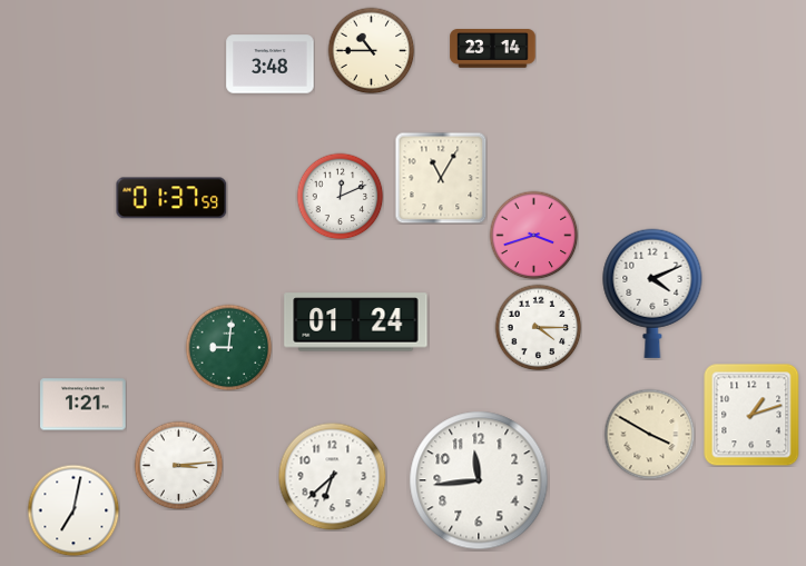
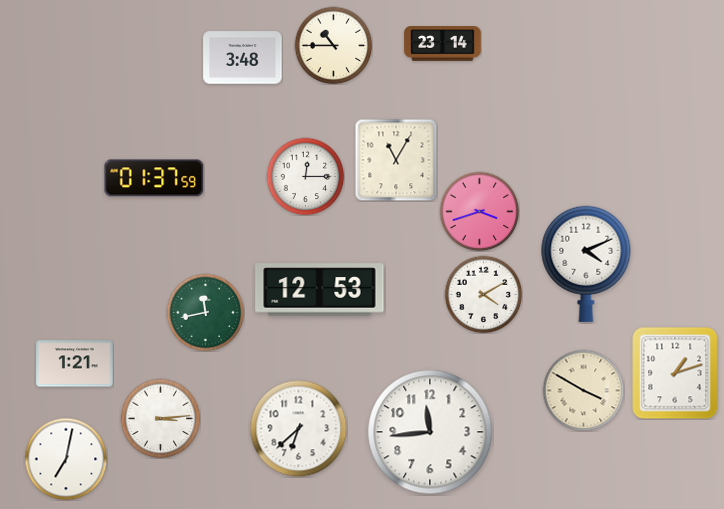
clock at (340, 196): 12:11 -> 12:15
clock at (356, 322): 01:24 -> 12:53
clock at (538, 327): 4:15 -> 4:10
clock at (228, 347): 9:01 -> 11:43
